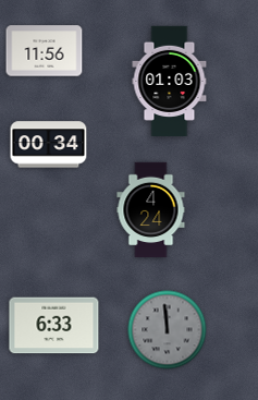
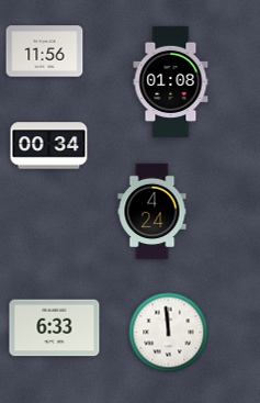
clock at (170, 81): 01:03 -> 01:08
clock at (168, 330) dial: grey -> white
